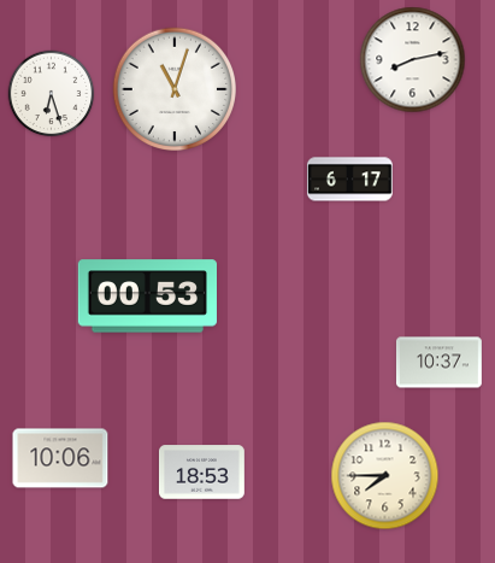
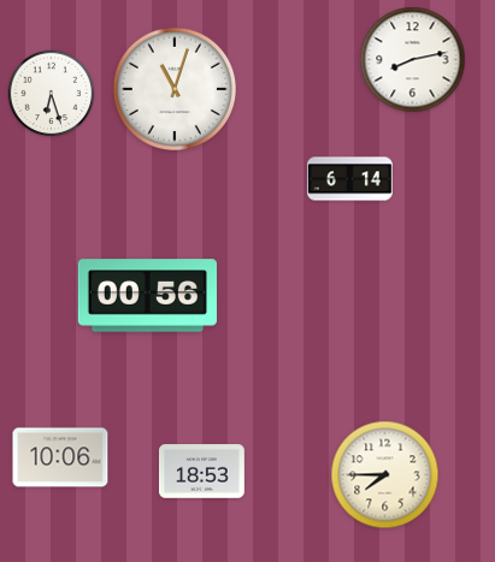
clock at (349, 180): 6:17 -> 6:14
clock at (147, 297): 00:53 -> 00:56
clock at (438, 363): 10:37 -> none
